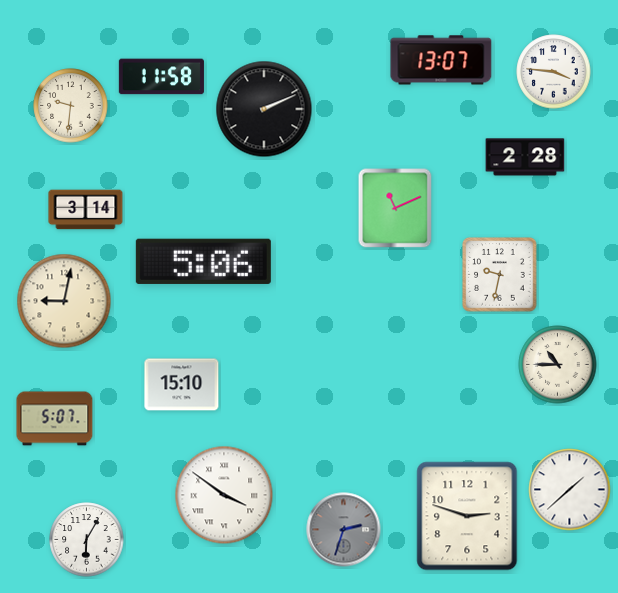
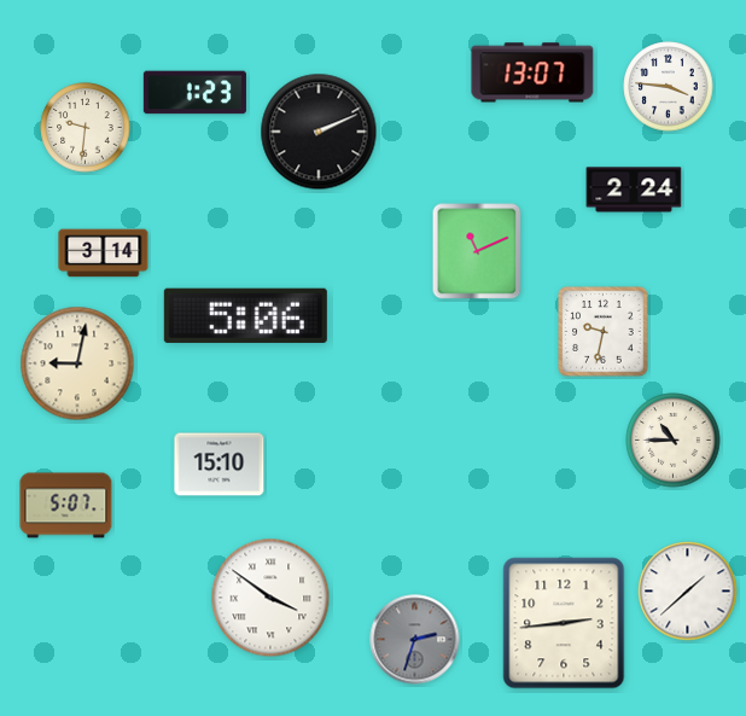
clock at (161, 77): 11:58 -> 1:23
clock at (525, 157): 2:28 -> 2:24
clock at (467, 516): 2:48 -> 2:44
clock at (87, 540): 6:05 -> none
